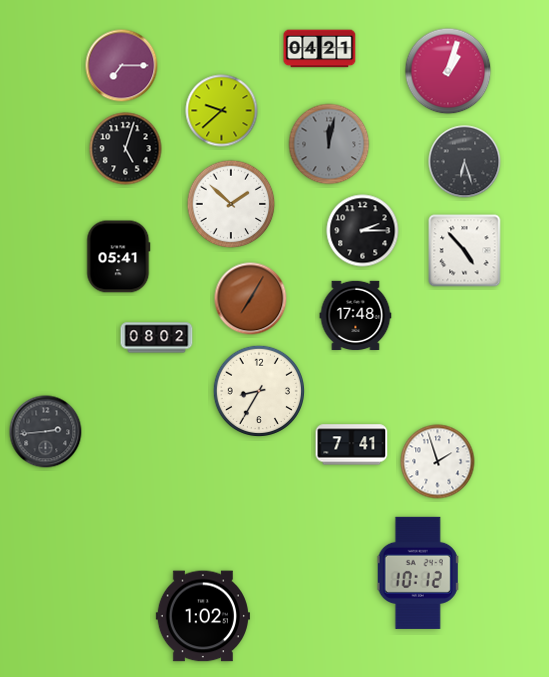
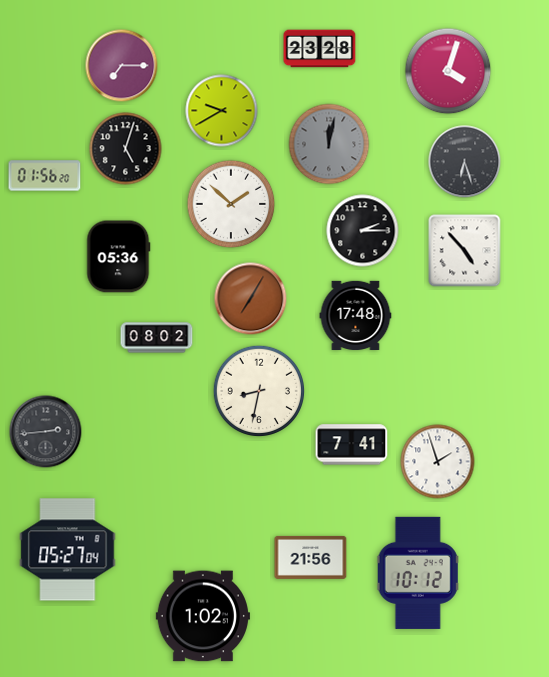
clock at (320, 49): 04:21 -> 23:28
clock at (448, 71): 1:03 -> 4:03
clock at (222, 111): 9:38 -> 9:40
clock at (45, 176): none -> 01:56
clock at (119, 257): 05:41 -> 05:36
clock at (258, 390): 8:35 -> 8:32
clock at (68, 550): none -> 05:27
clock at (311, 557): none -> 21:56
